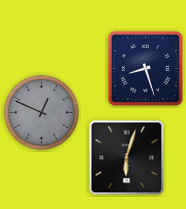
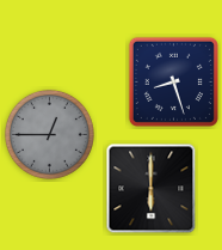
clock at (41, 112): 12:49 -> 12:45
clock at (127, 158): 6:03 -> 6:00
